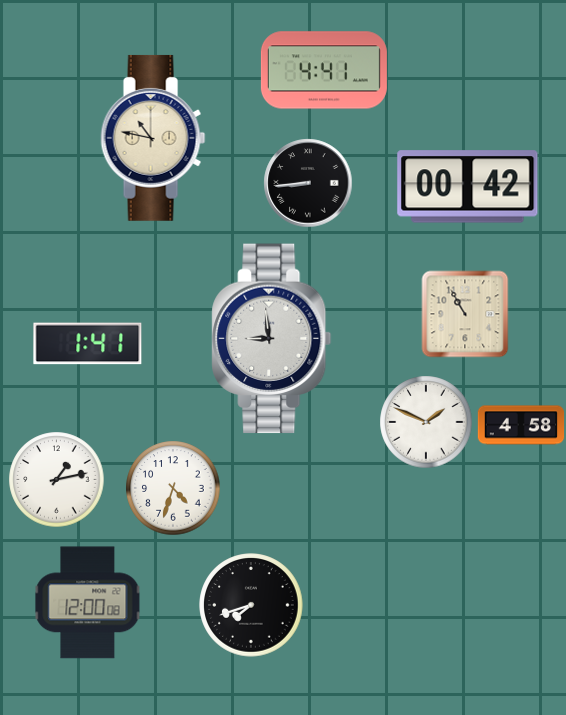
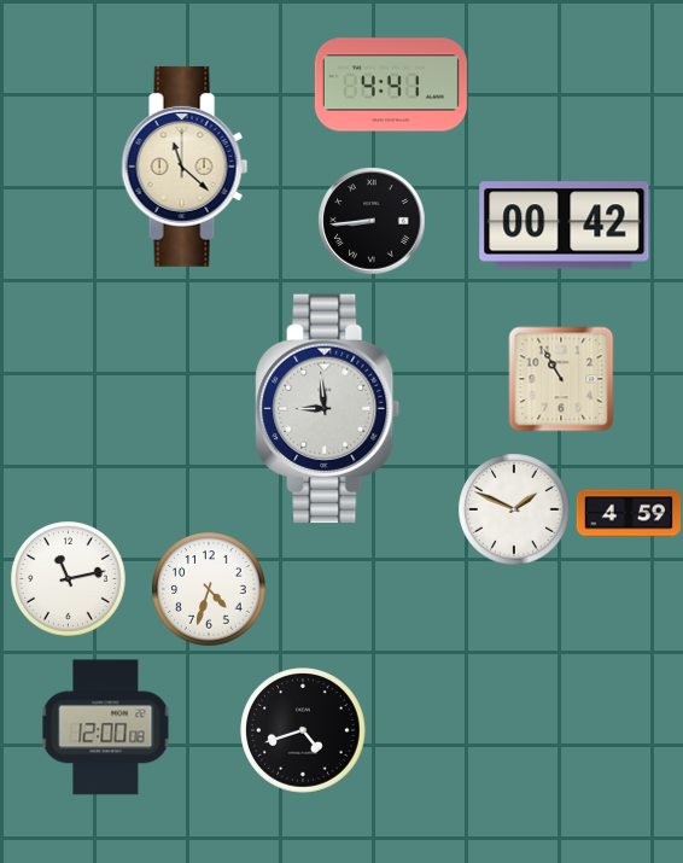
clock at (153, 138): 10:47 -> 11:22
clock at (88, 344): 1:41 -> none
clock at (521, 425): 4:58 -> 4:59
clock at (57, 480): 1:13 -> 11:13
clock at (251, 605): 7:42 -> 4:42
